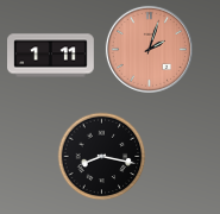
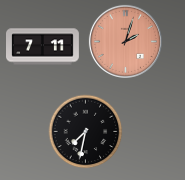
clock at (51, 56): 1:11 -> 7:11
clock at (102, 157): 8:17 -> 7:32
